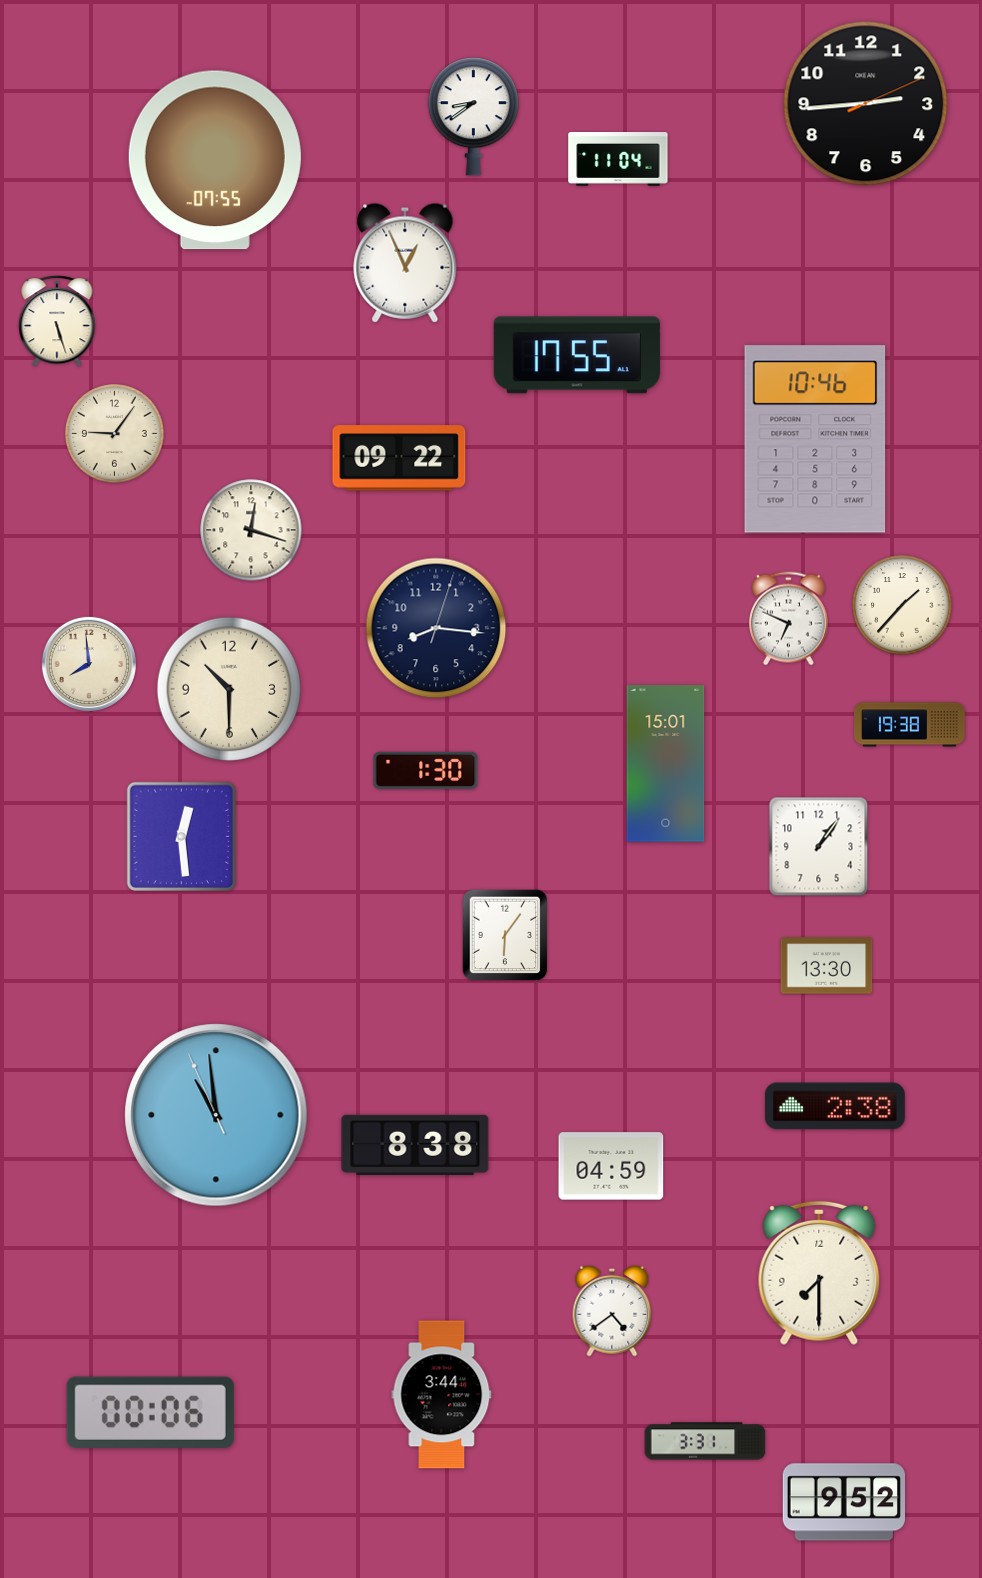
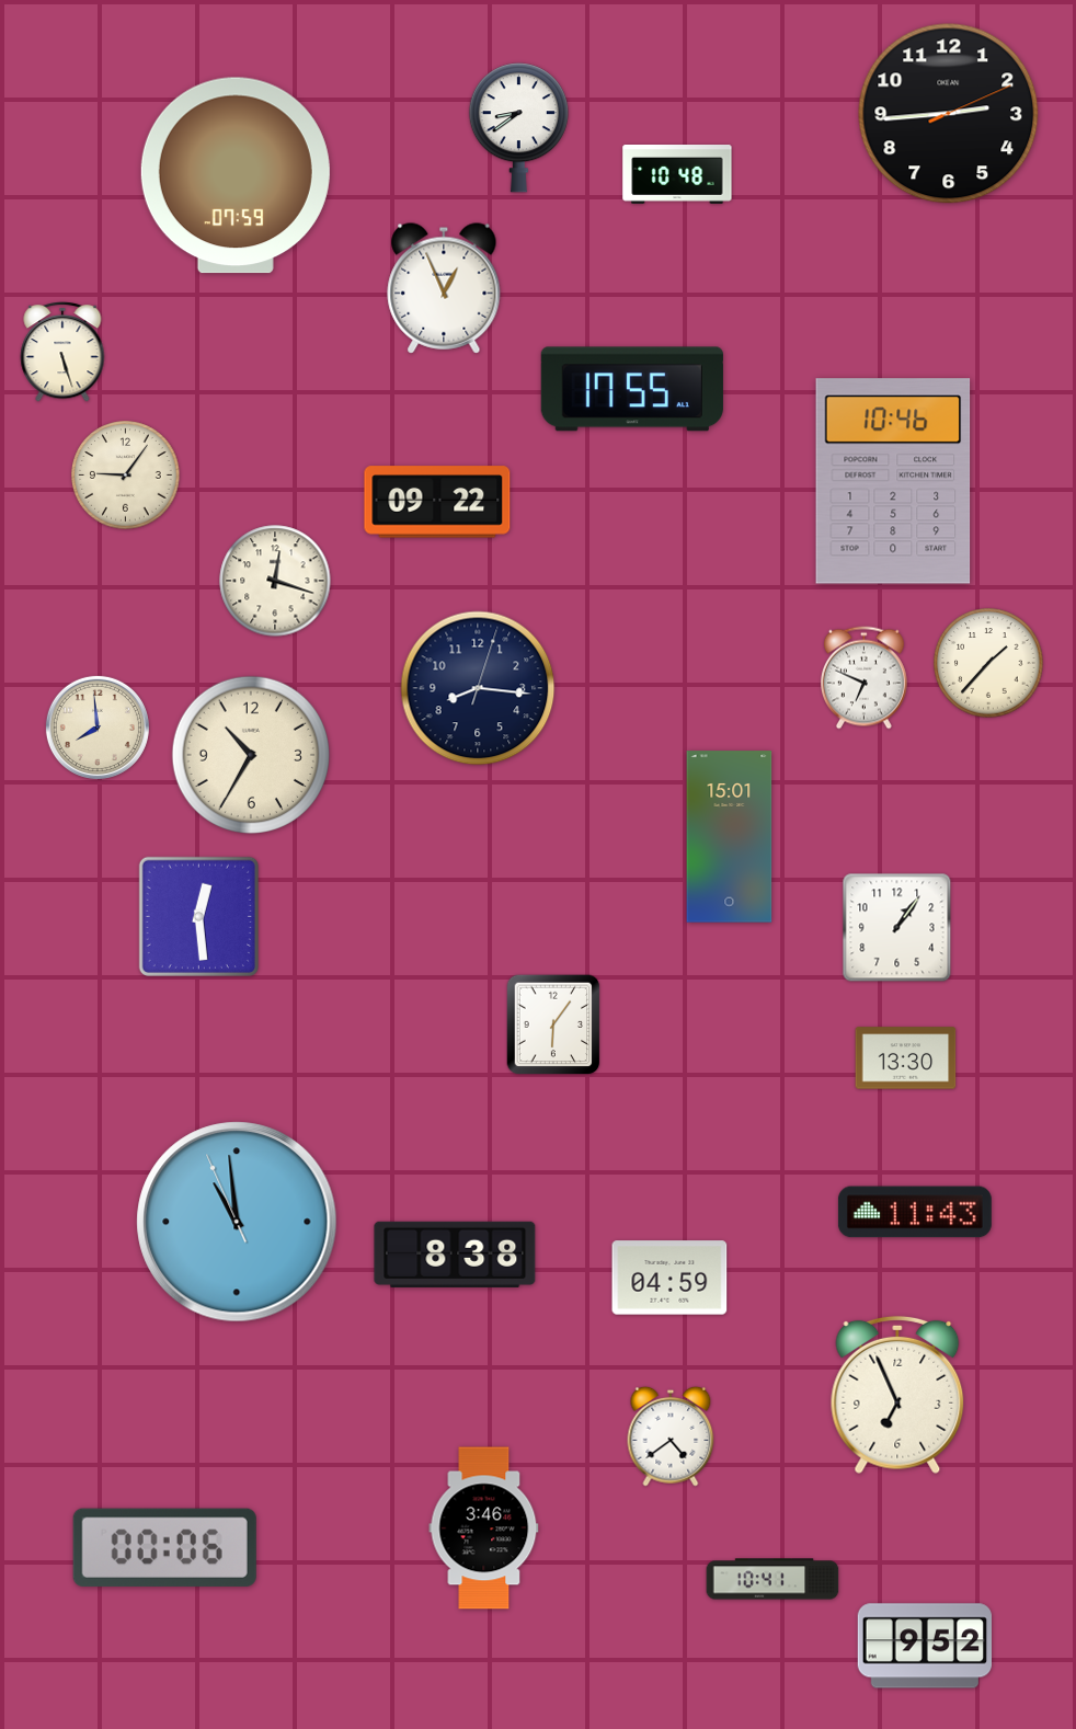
clock at (215, 160): 07:55 -> 07:59
clock at (618, 160): 11:04 -> 10:48
clock at (228, 688): 10:30 -> 10:35
clock at (910, 725): 19:38 -> none
clock at (426, 770): 1:30 -> none
clock at (835, 1106): 2:38 -> 11:43
clock at (819, 1273): 7:30 -> 6:56
clock at (442, 1395): 3:44 -> 3:46
clock at (705, 1441): 3:31 -> 10:41
